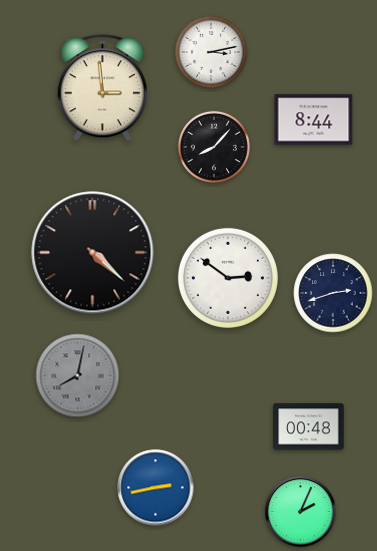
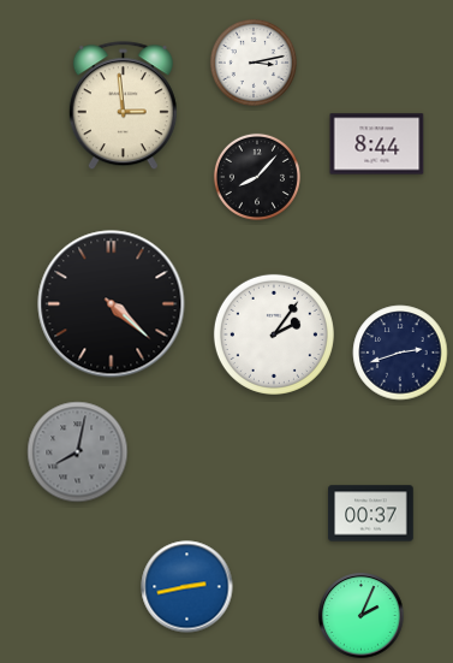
clock at (228, 278): 2:51 -> 2:06
clock at (78, 376) position: (78, 376) -> (78, 452)
clock at (309, 427): 00:48 -> 00:37
